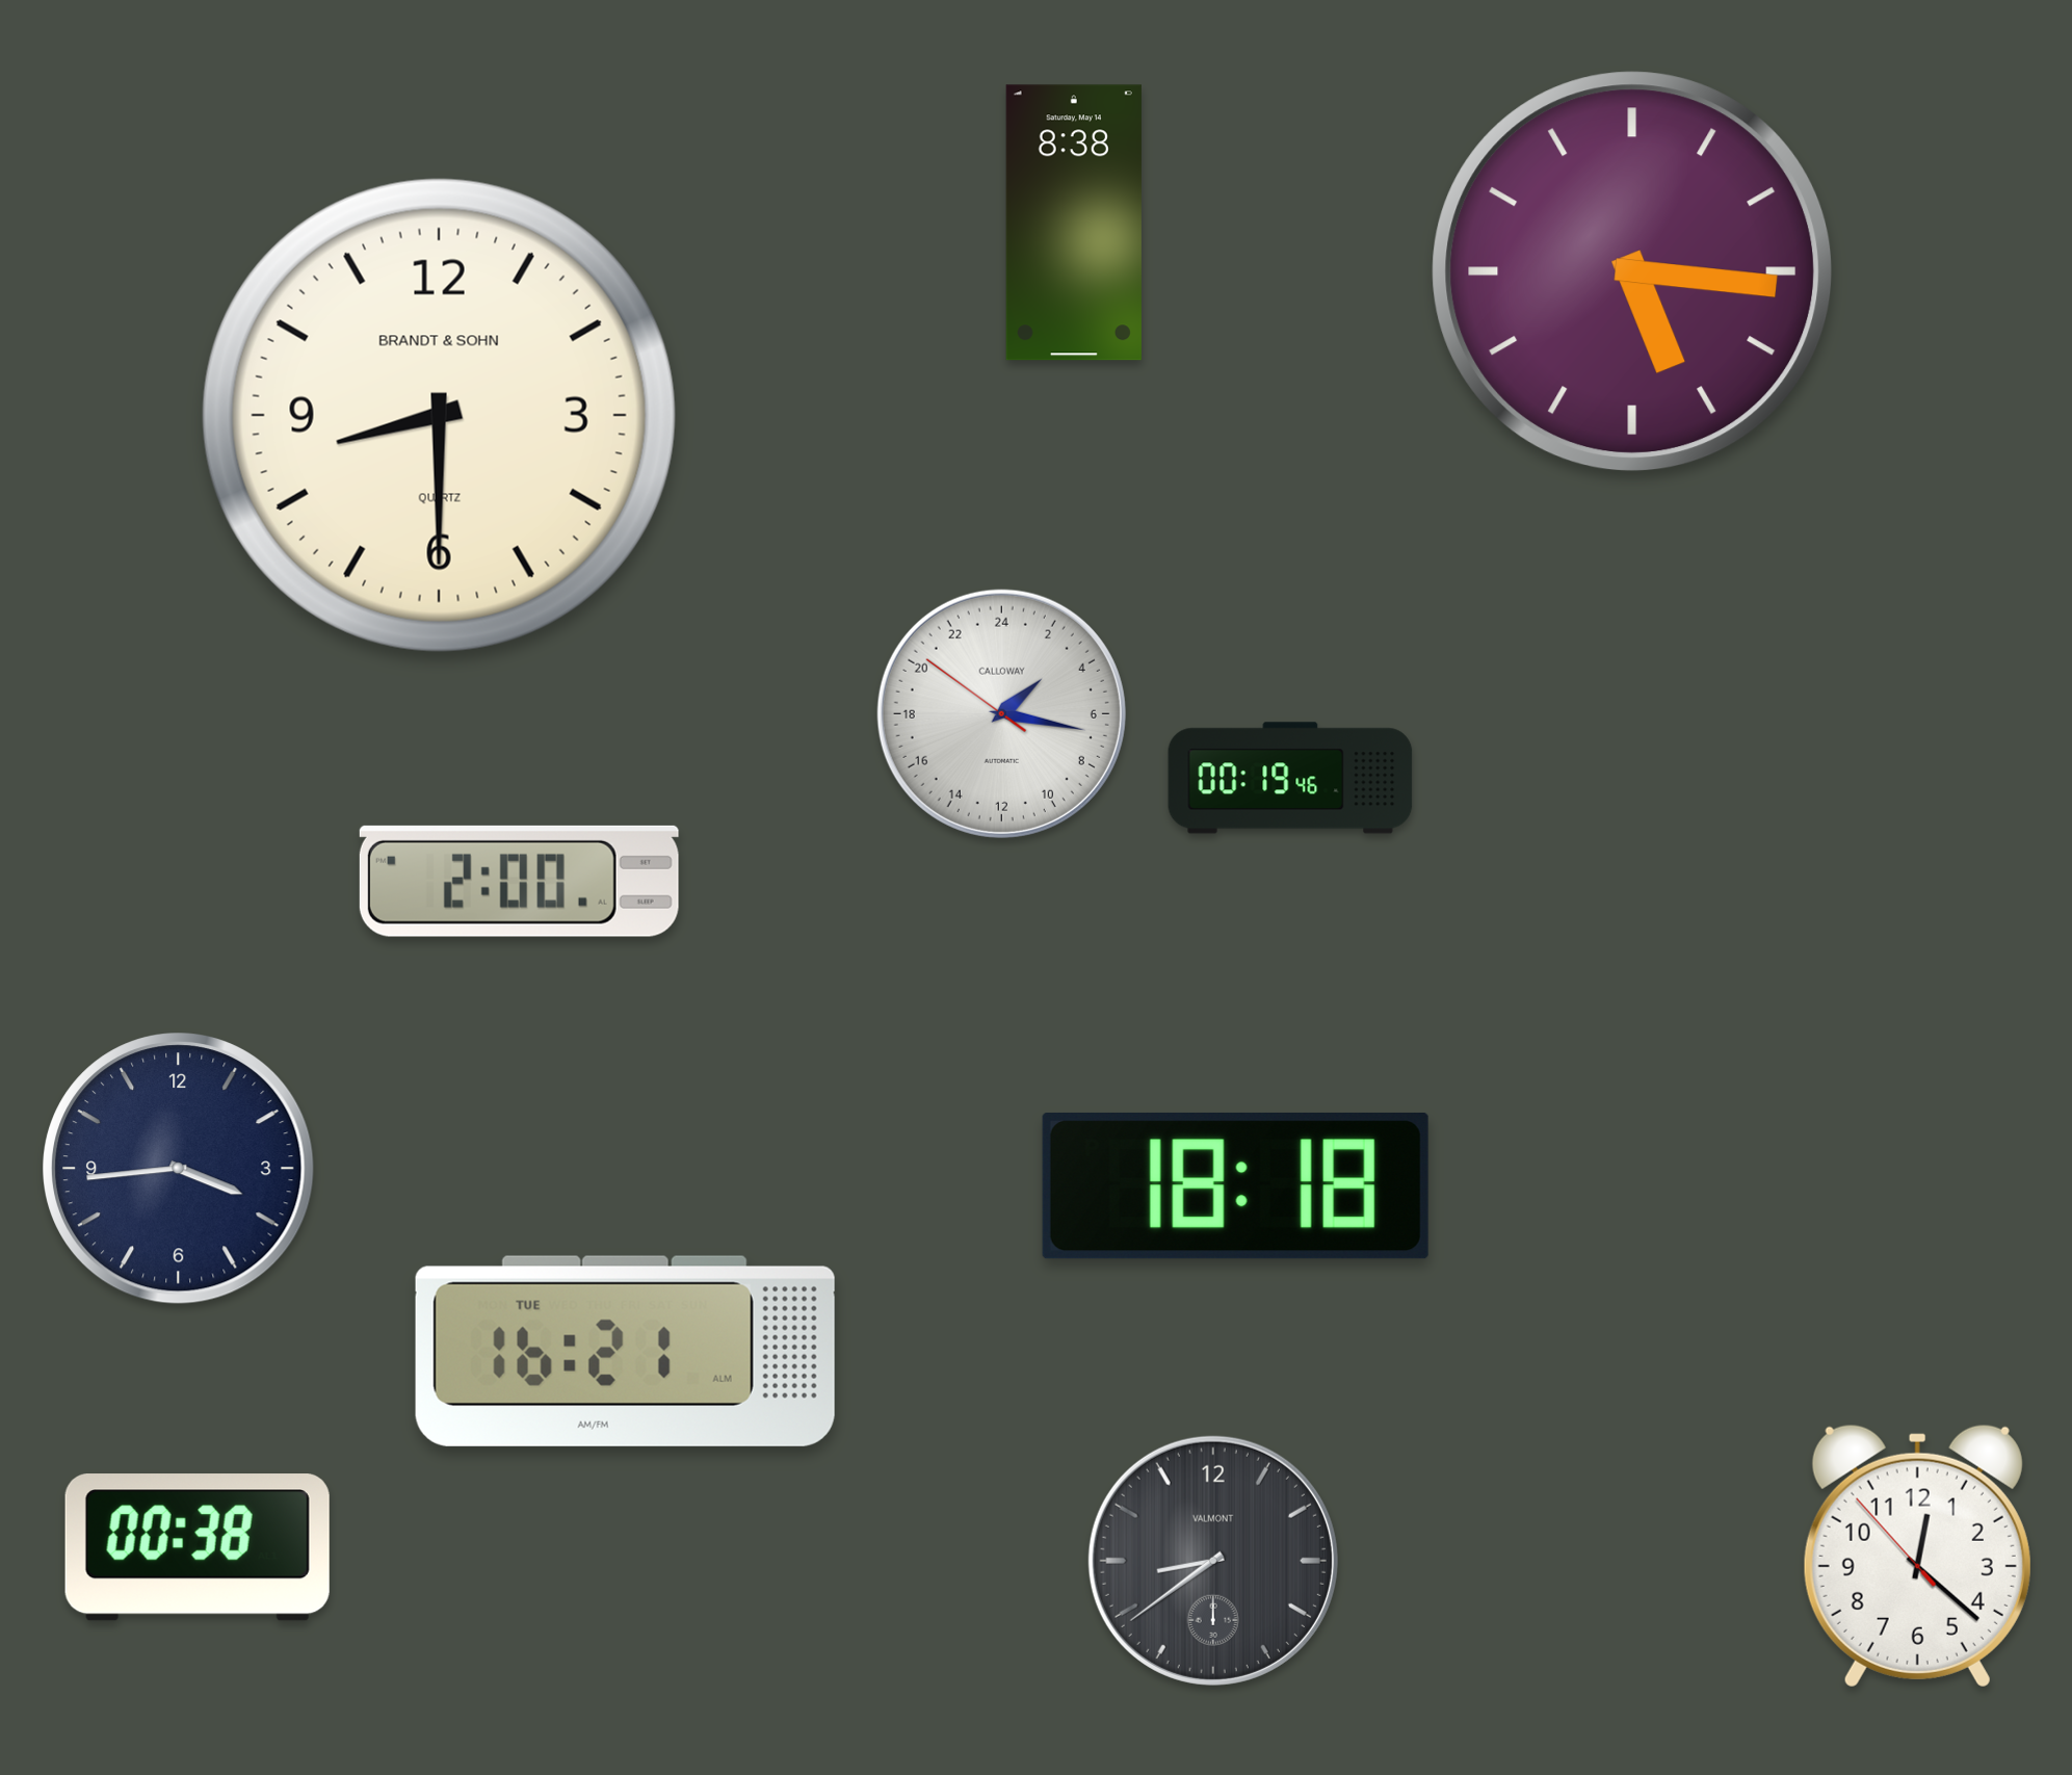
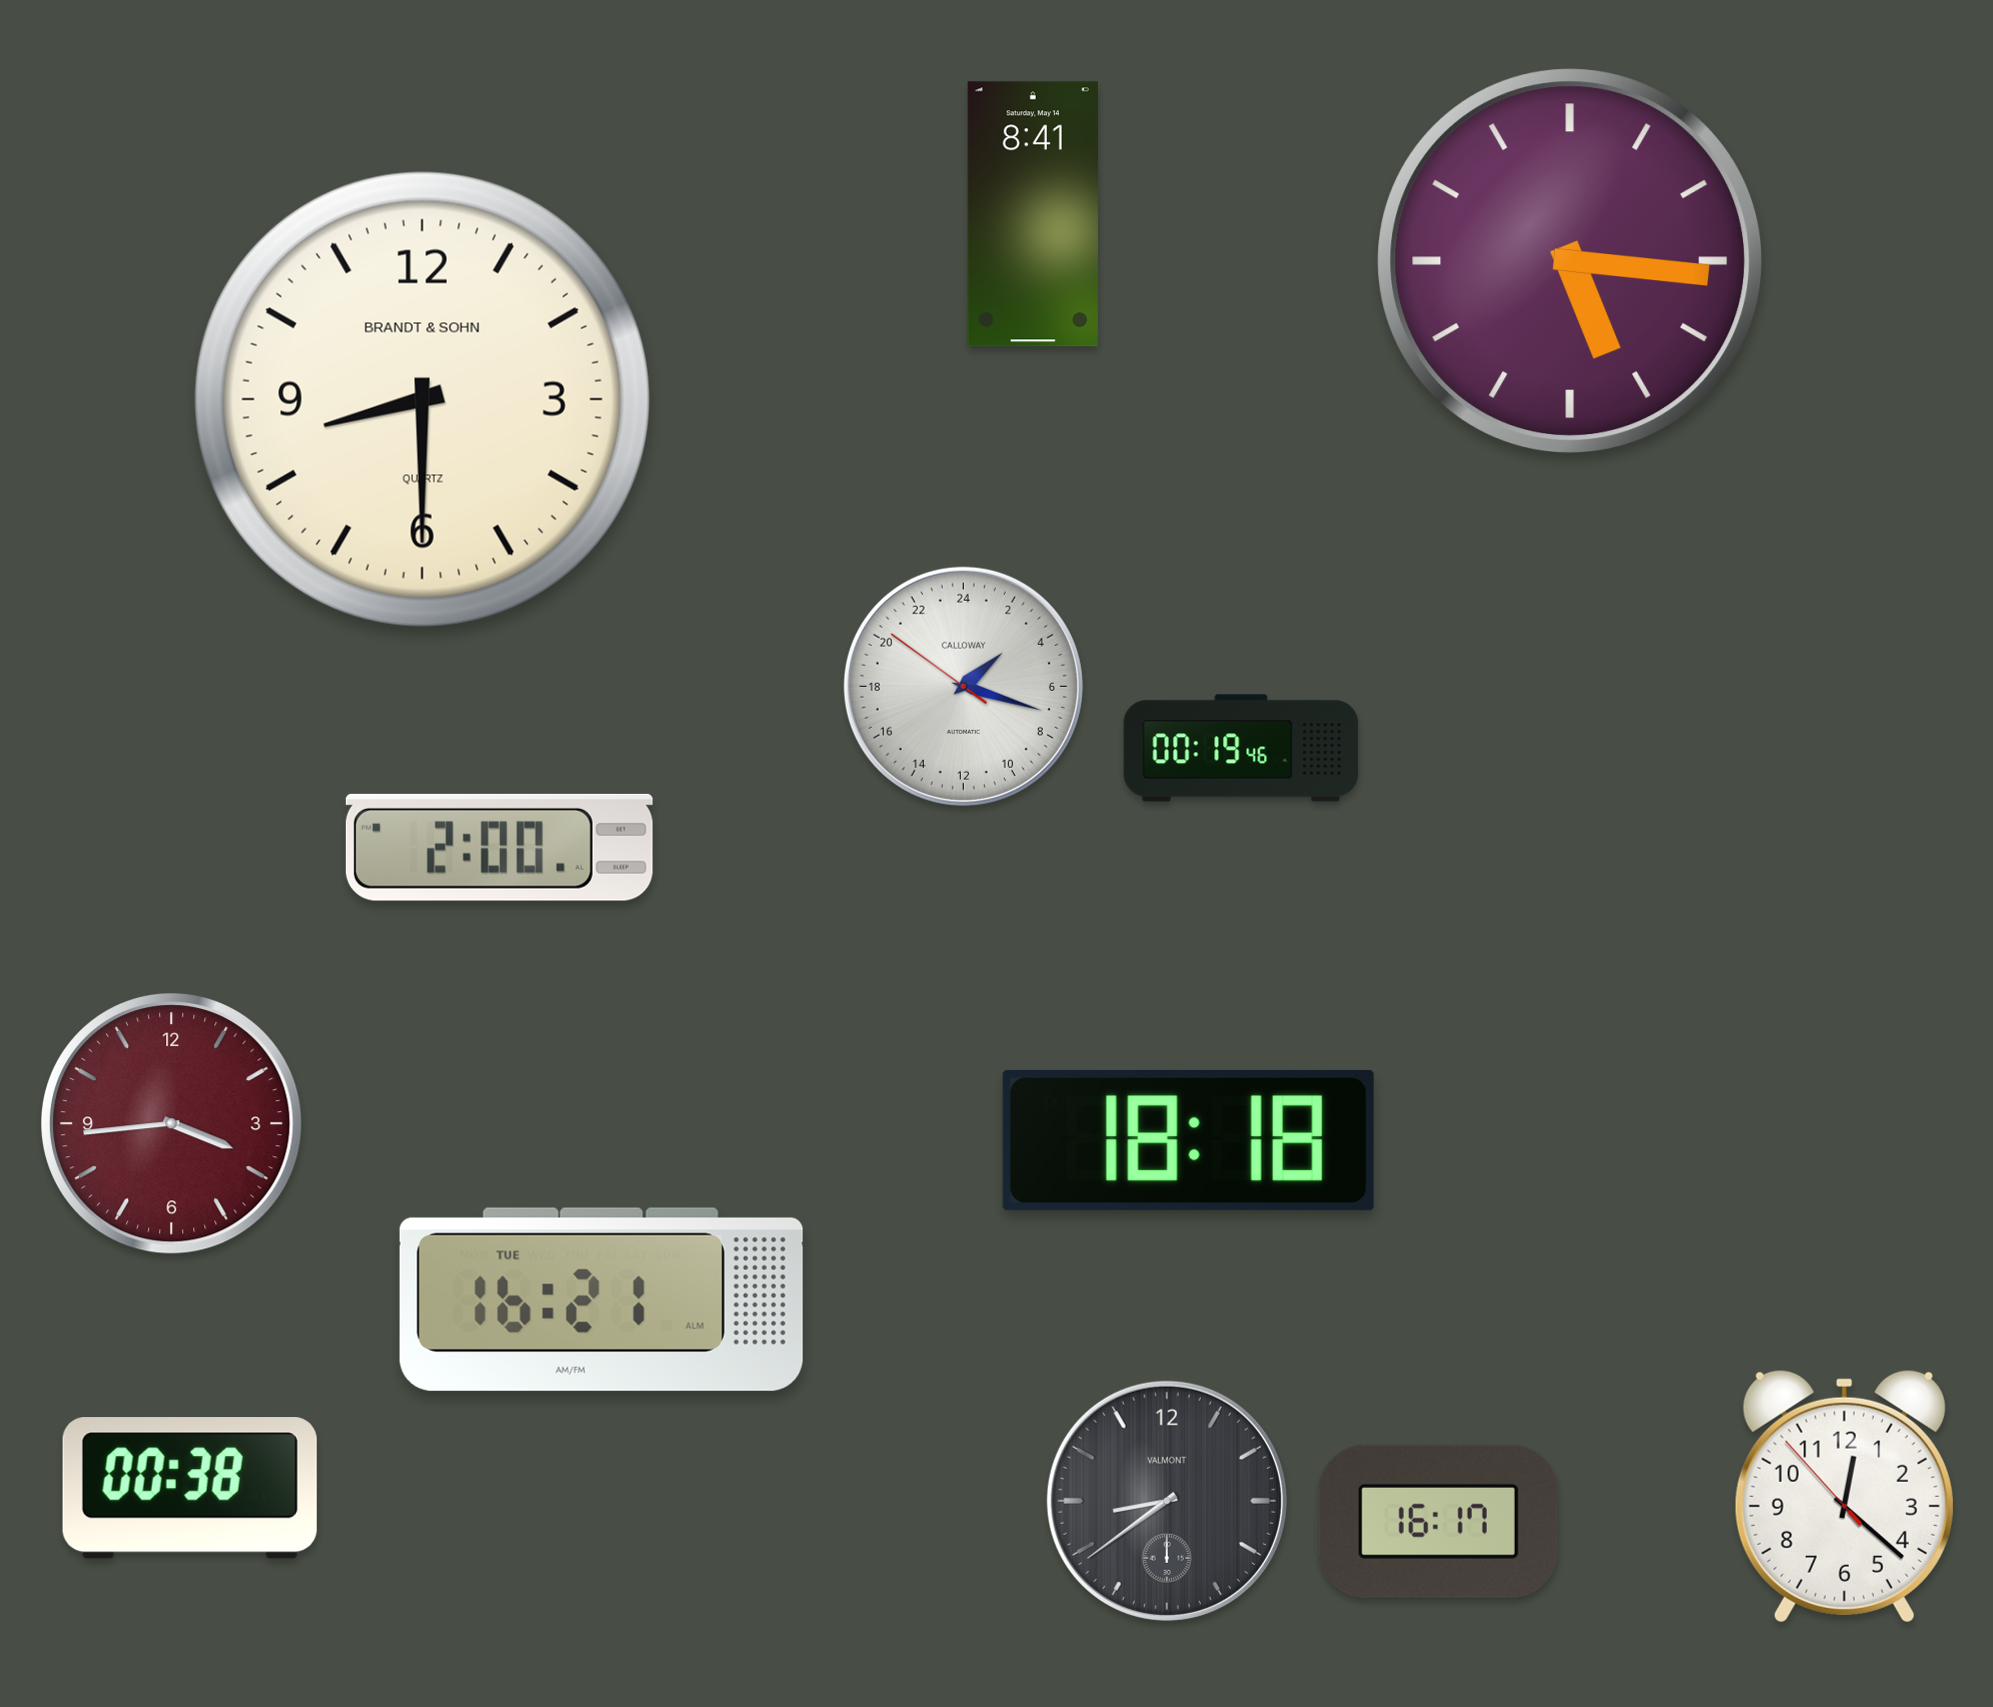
clock at (1074, 223): 8:38 -> 8:41
clock at (1001, 713): 3:16 -> 3:17
clock at (179, 1169) dial: navy -> burgundy
clock at (1438, 1521): none -> 16:17
